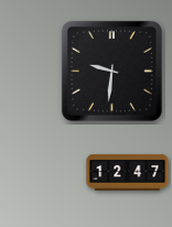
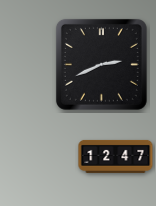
clock at (111, 71): 9:31 -> 2:41
